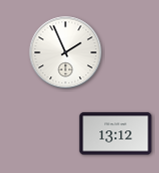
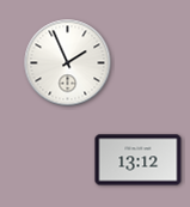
clock at (66, 53) position: (66, 53) -> (68, 63)
